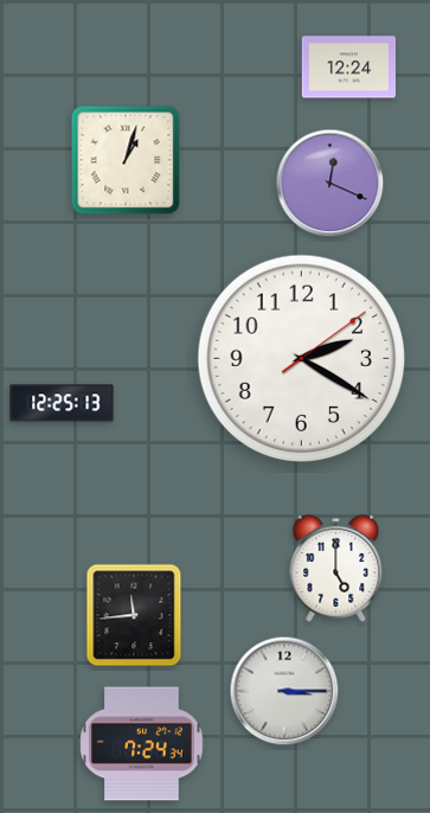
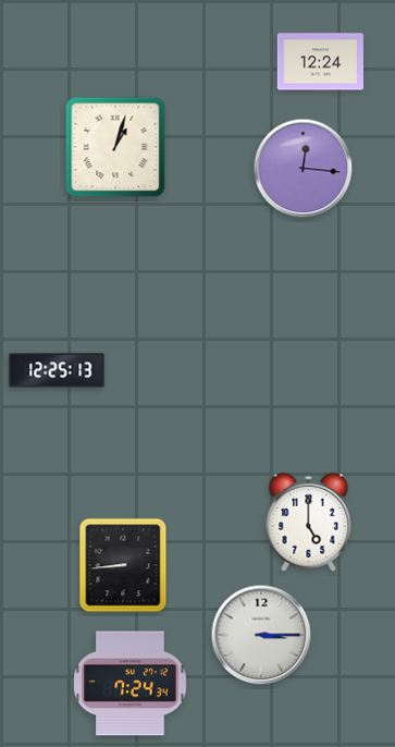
clock at (330, 184): 12:19 -> 12:16
clock at (302, 359): 2:20 -> none
clock at (134, 615): 11:44 -> 8:44
